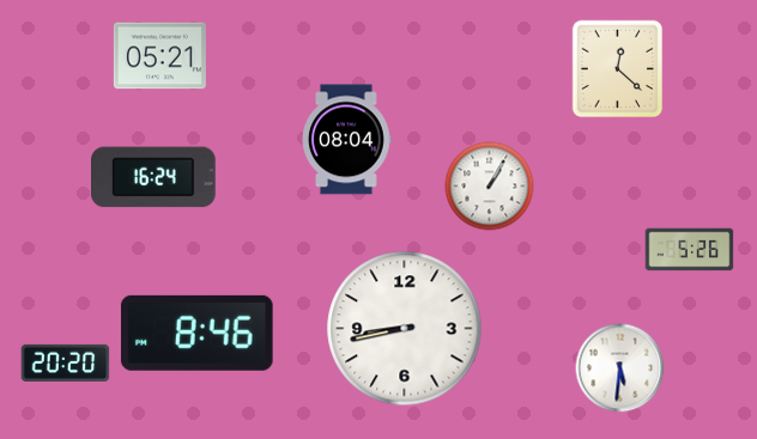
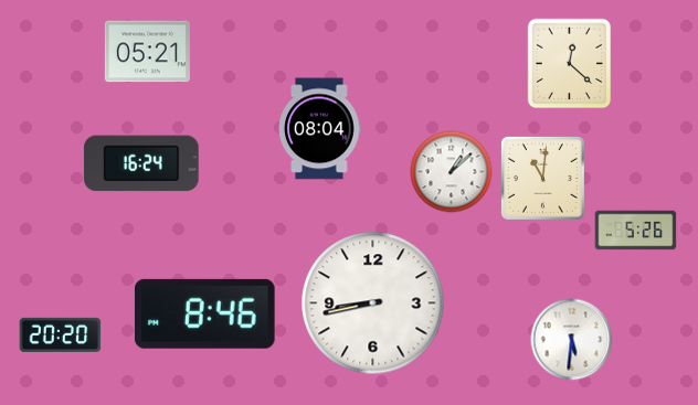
clock at (490, 187): 1:05 -> 1:08
clock at (542, 178): none -> 11:01
clock at (196, 333) position: (196, 333) -> (204, 313)
